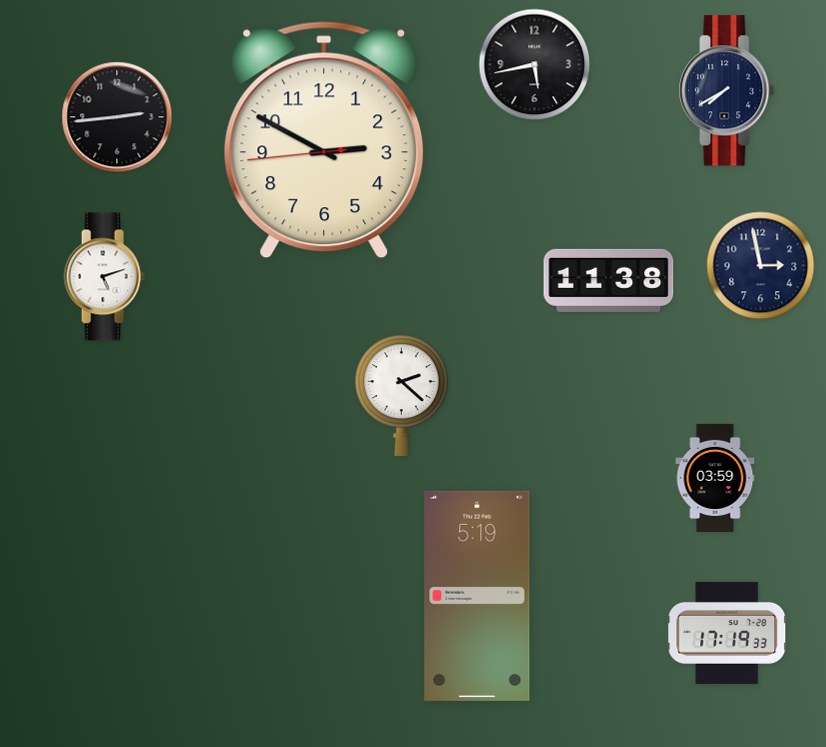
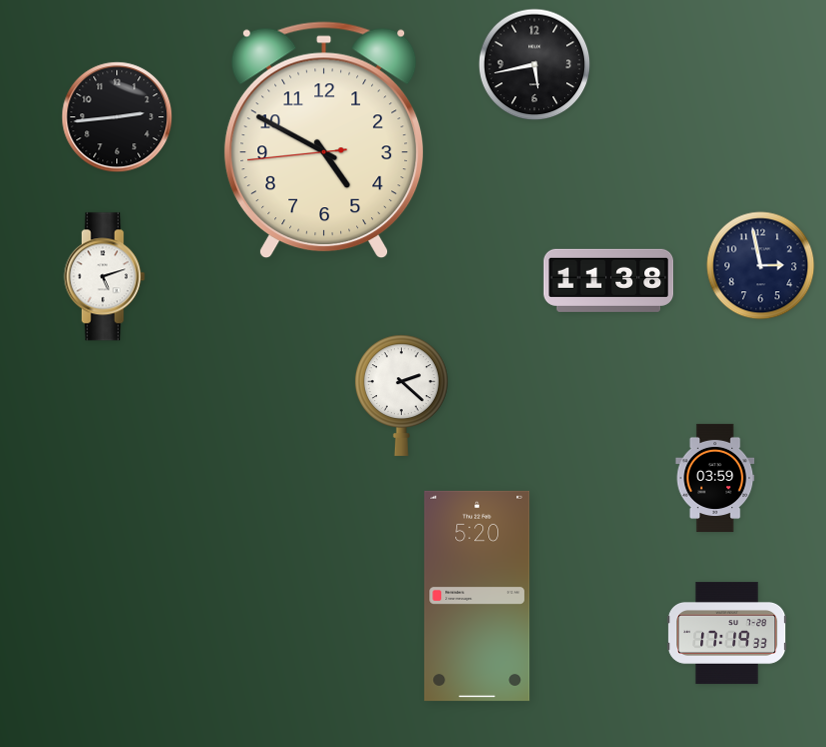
clock at (727, 91): 7:40 -> none
clock at (324, 140): 2:49 -> 4:49
clock at (477, 596): 5:19 -> 5:20
